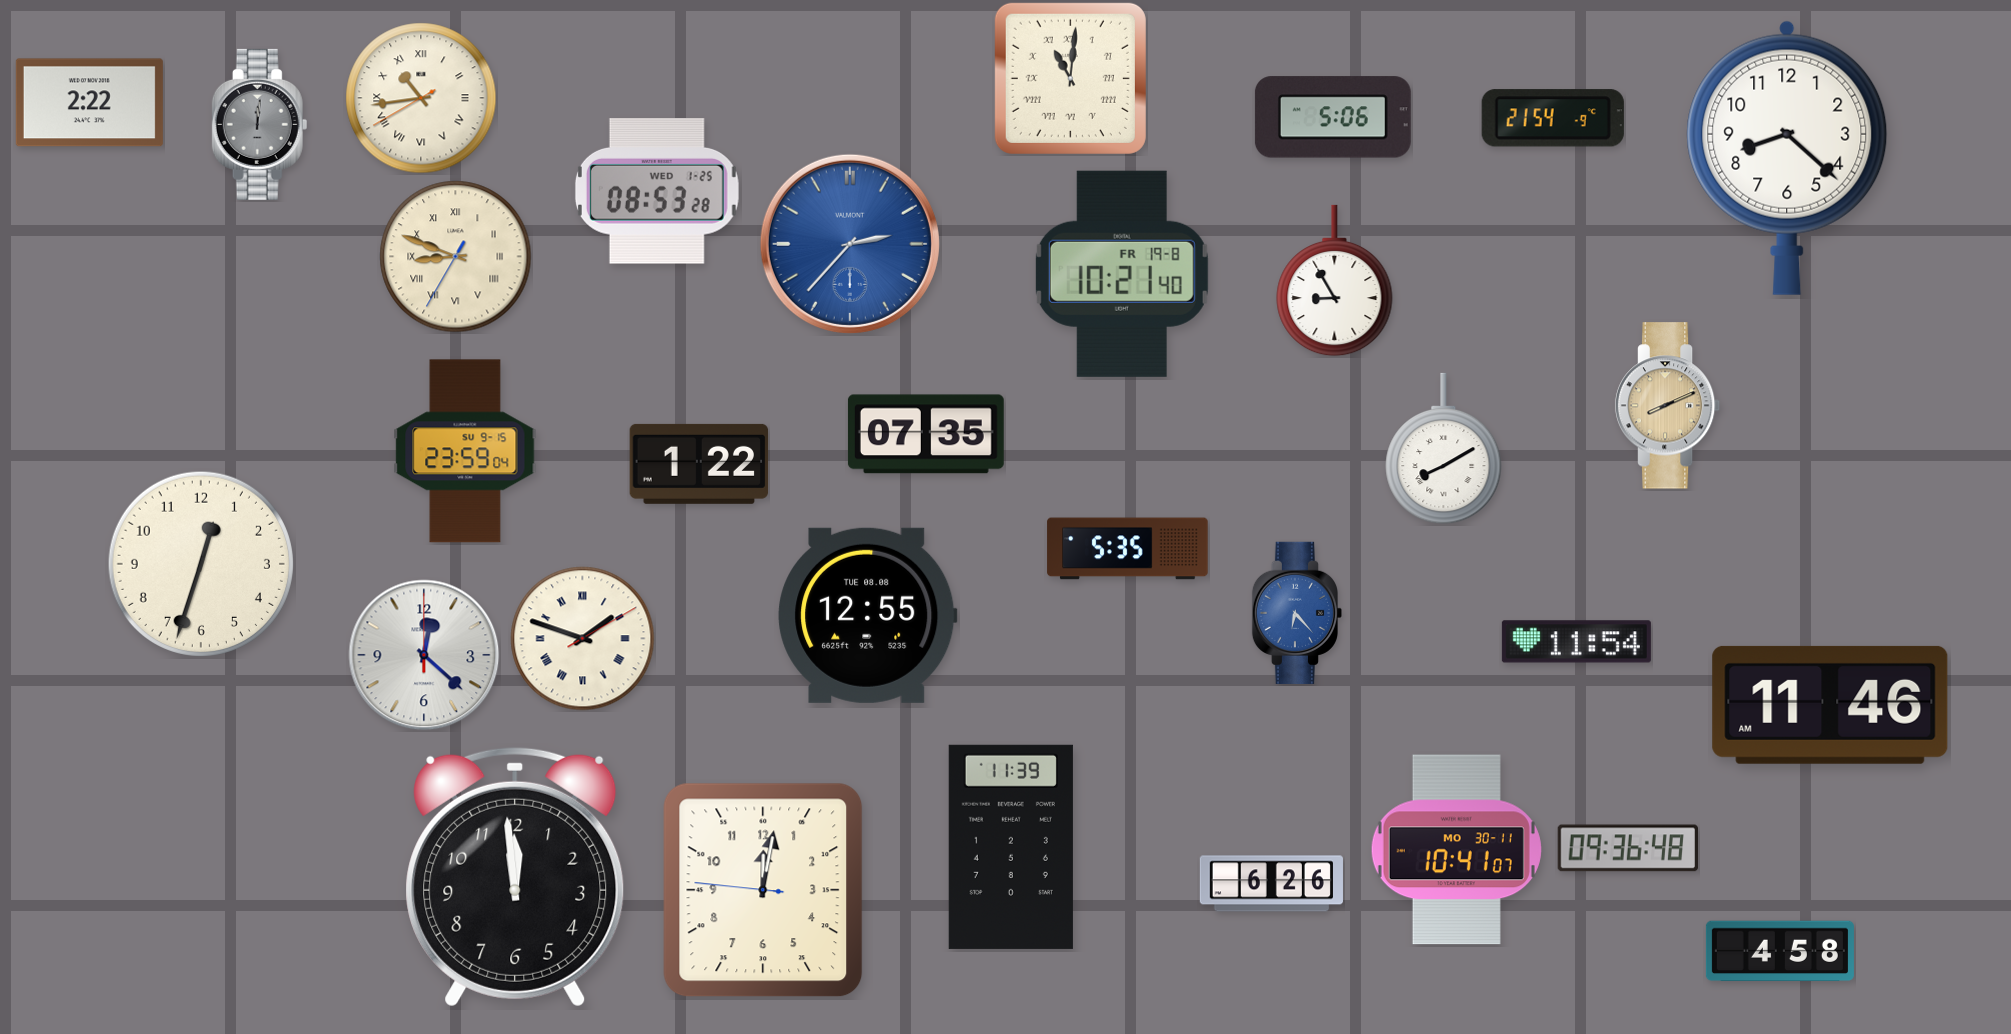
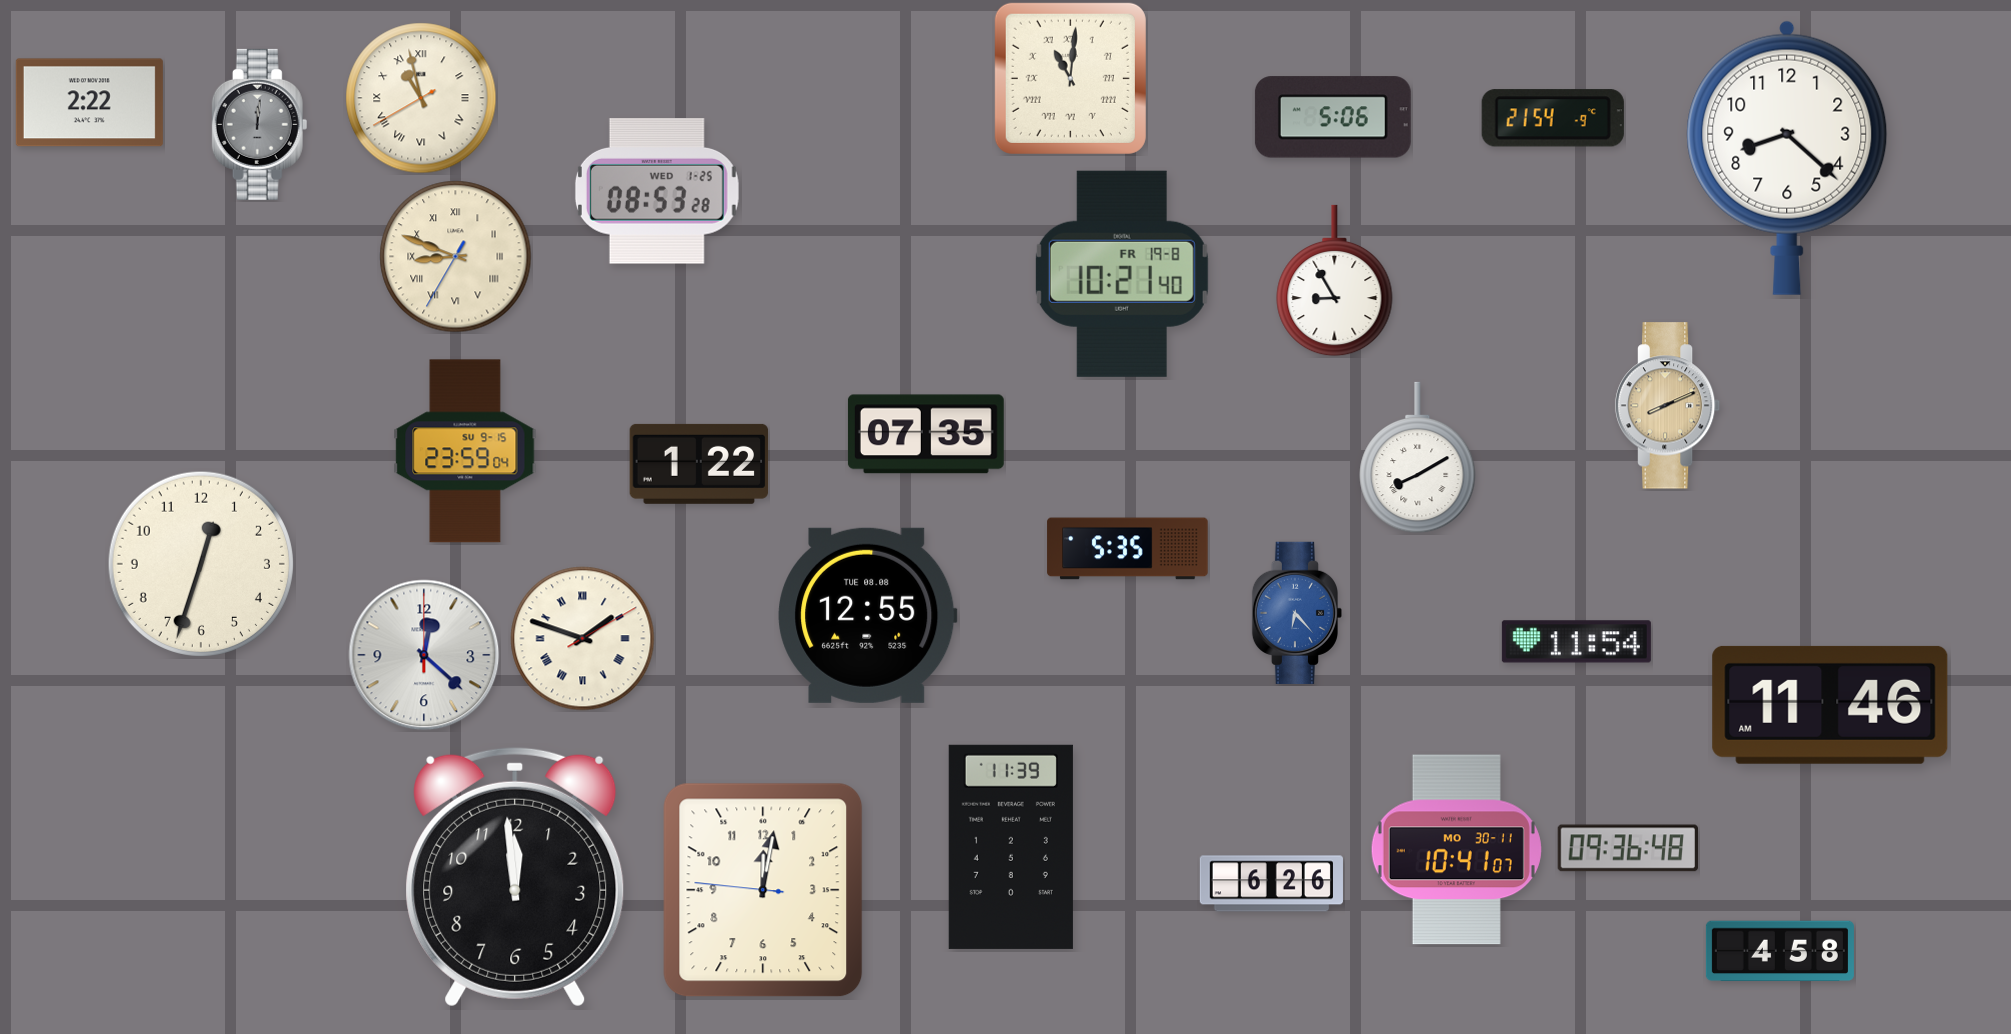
clock at (421, 98): 10:43 -> 10:57
clock at (850, 244): 2:37 -> none
clock at (1444, 449) position: (1444, 449) -> (1418, 458)
